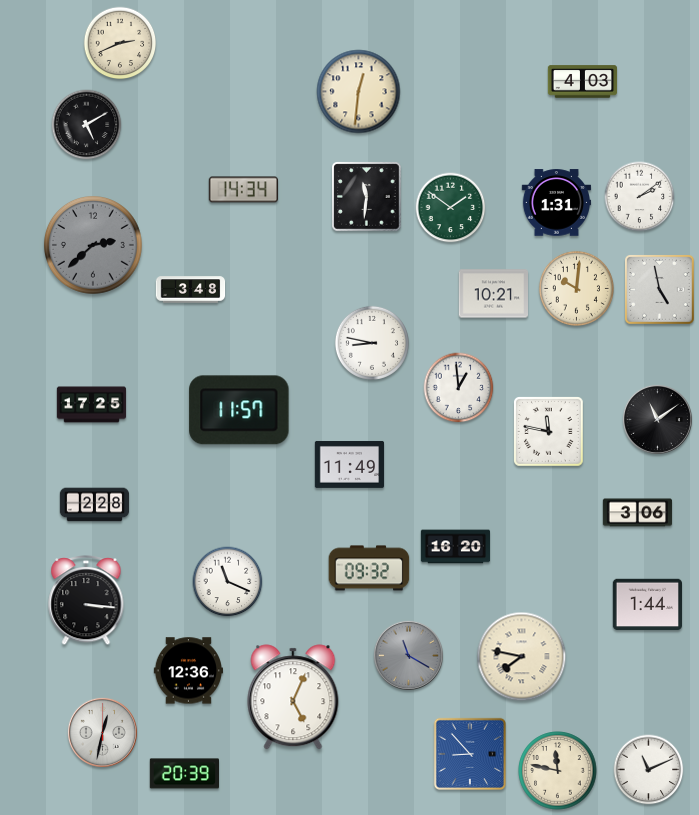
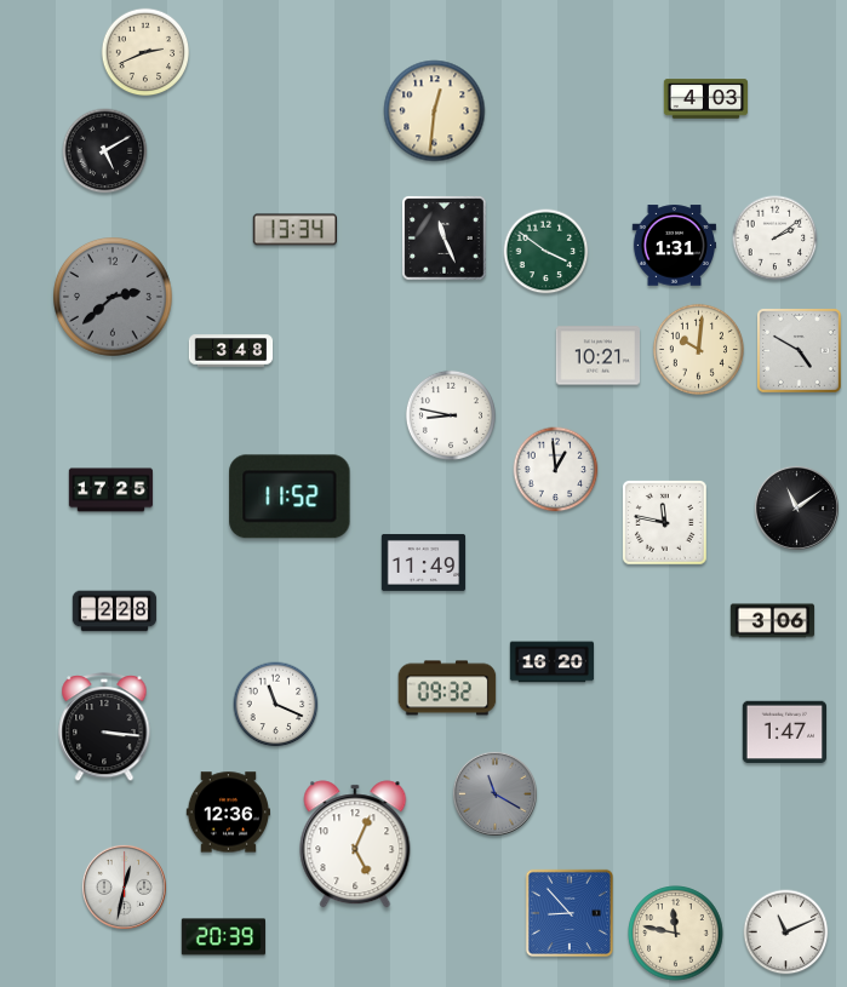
clock at (244, 190): 14:34 -> 13:34
clock at (367, 197): 11:31 -> 11:26
clock at (451, 208): 1:51 -> 3:51
clock at (660, 290): 4:58 -> 4:50
clock at (239, 410): 11:57 -> 11:52
clock at (647, 605): 1:44 -> 1:47
clock at (522, 657): 7:47 -> none
